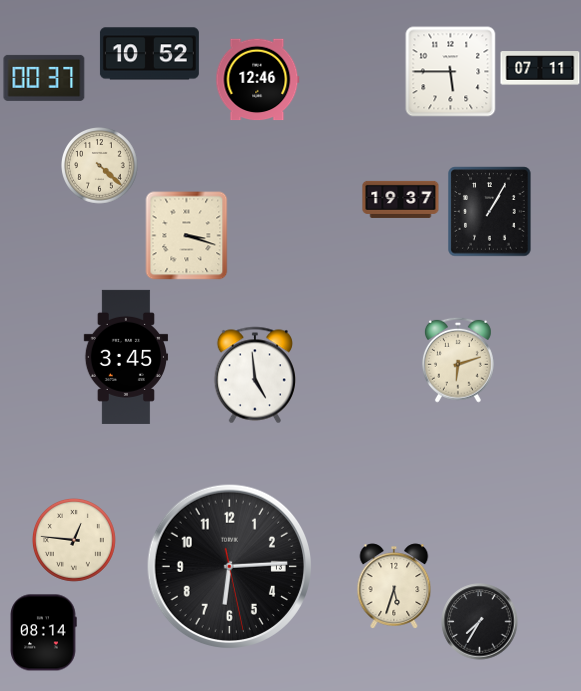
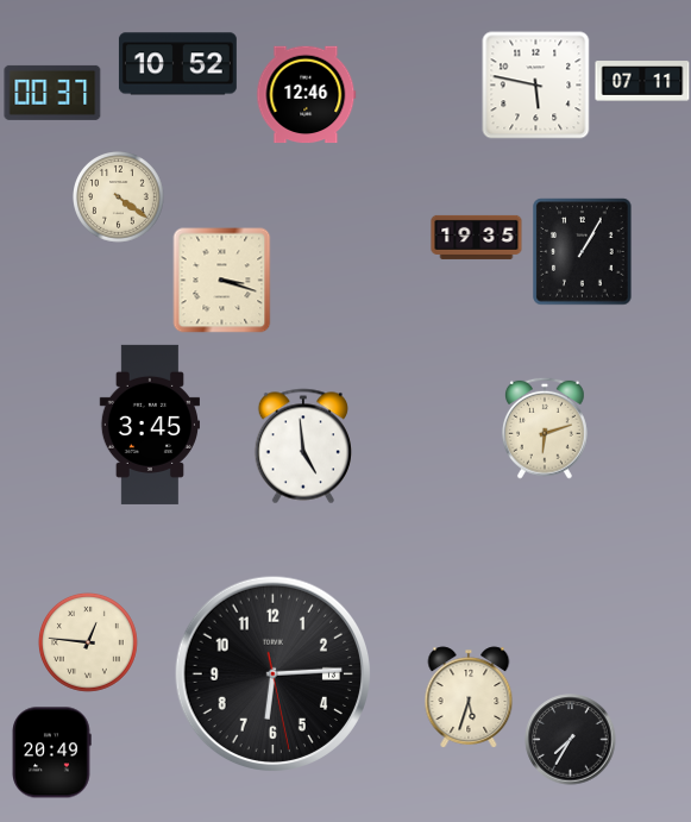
clock at (451, 72): 5:45 -> 5:47
clock at (100, 166): 4:22 -> 4:21
clock at (401, 199): 19:37 -> 19:35
clock at (43, 633): 08:14 -> 20:49
